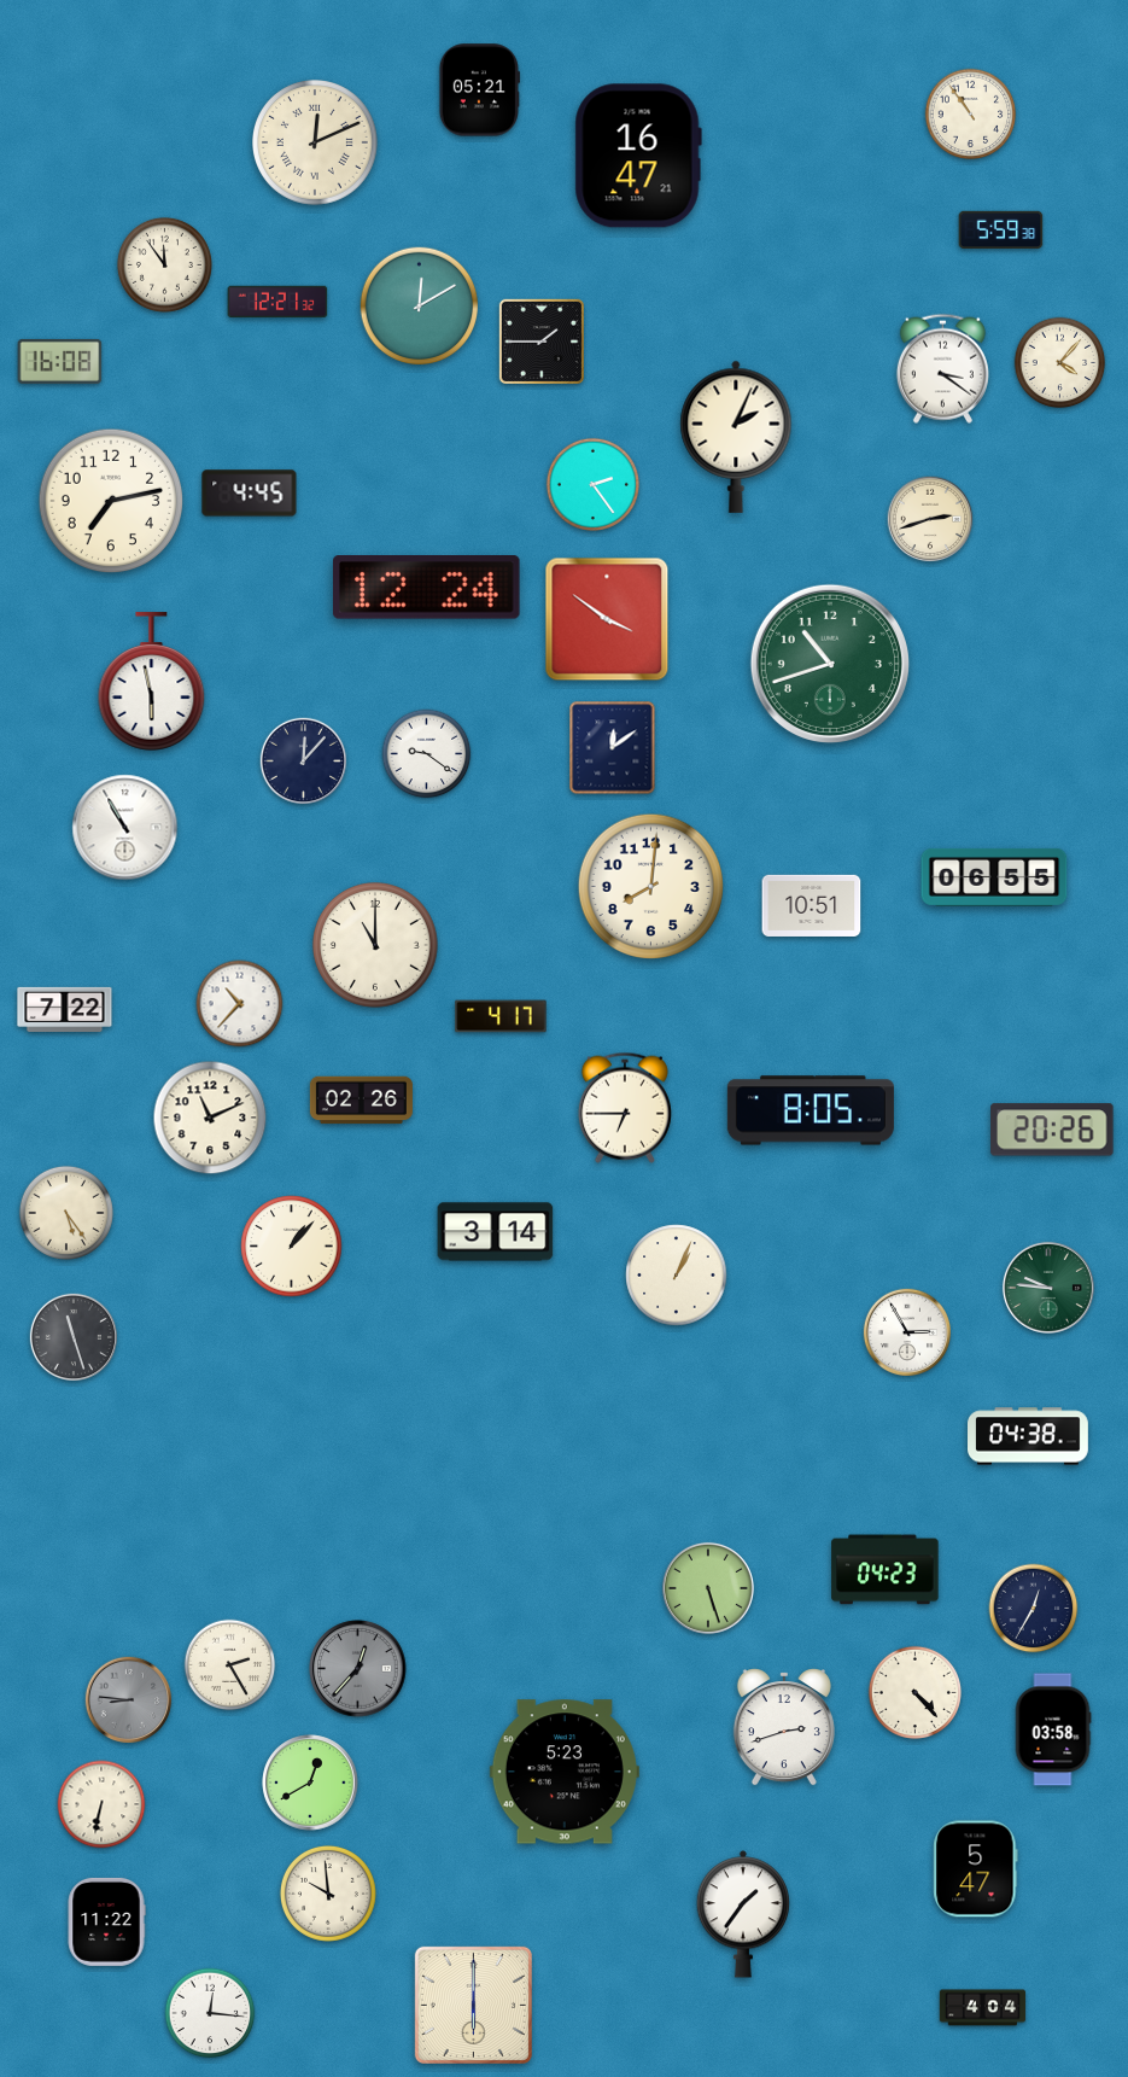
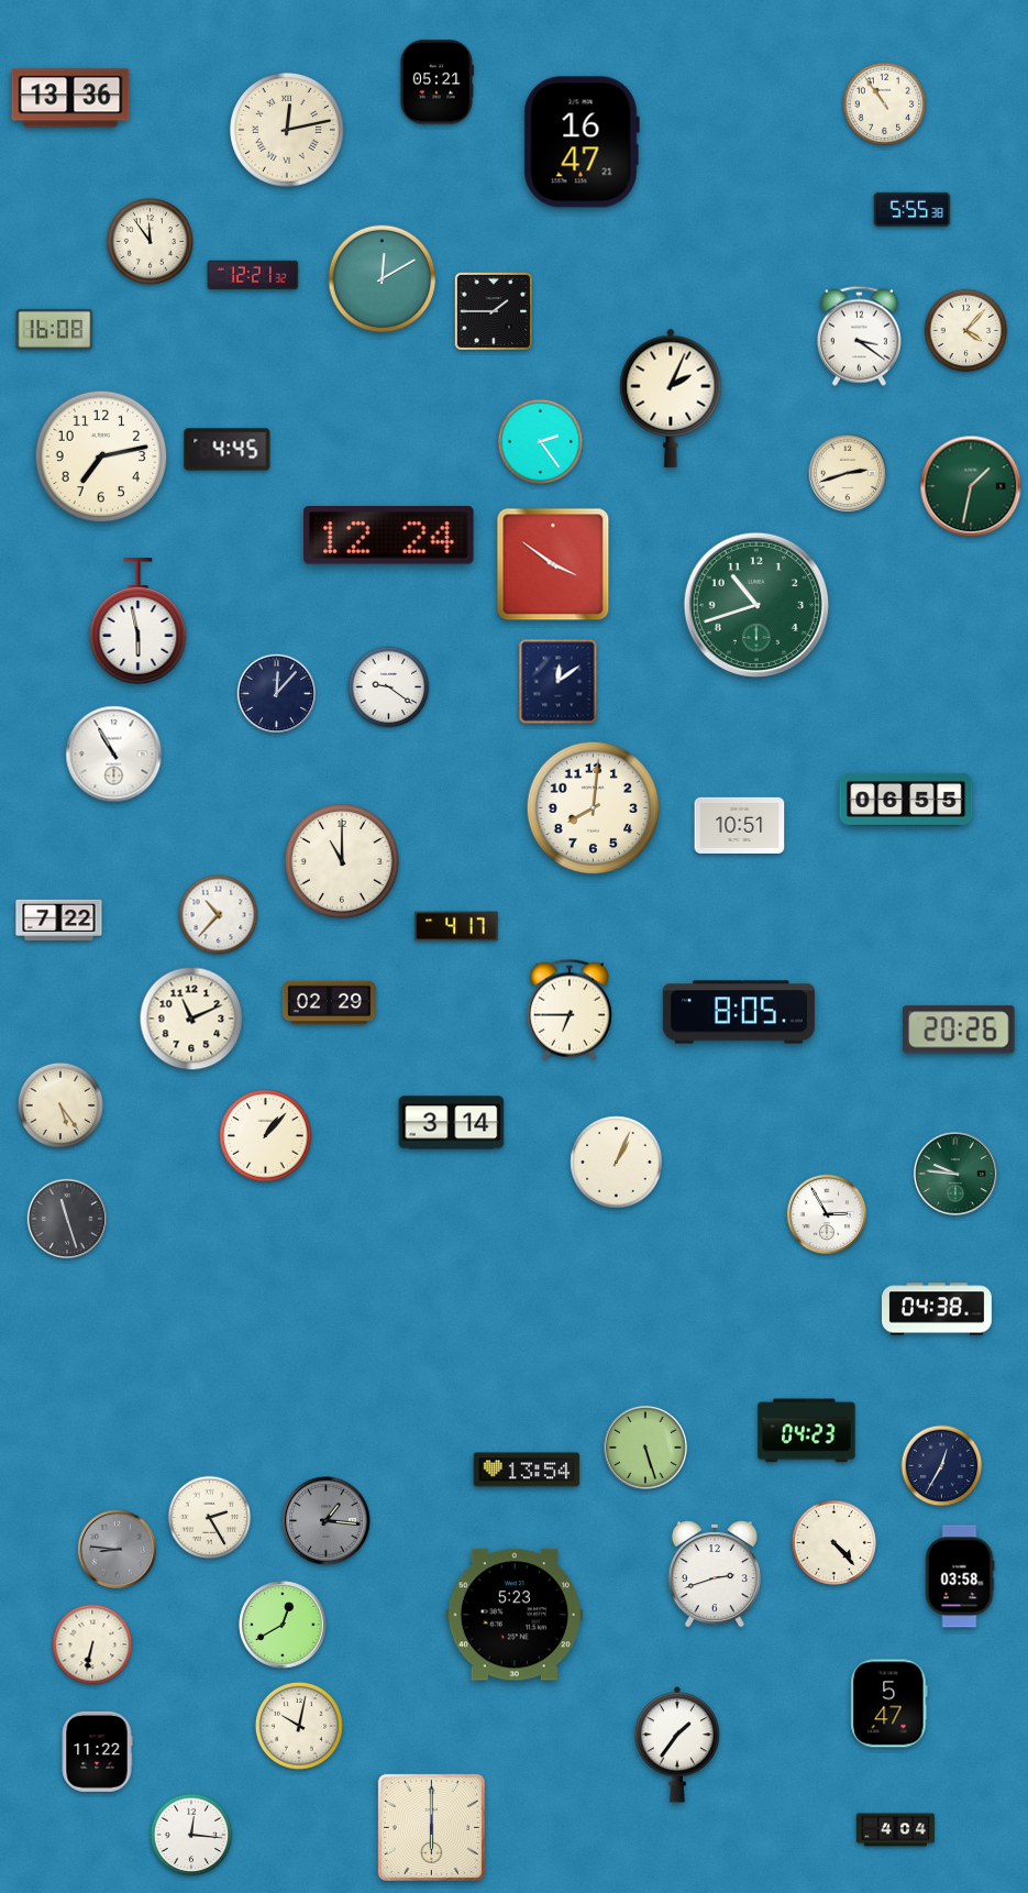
clock at (70, 98): none -> 13:36
clock at (316, 144): 12:11 -> 12:13
clock at (1001, 229): 5:59 -> 5:55
clock at (971, 486): none -> 1:32
clock at (361, 1101): 02:26 -> 02:29
clock at (527, 1470): none -> 13:54
clock at (358, 1669): 12:37 -> 1:16
clock at (328, 1894): 9:59 -> 10:02
